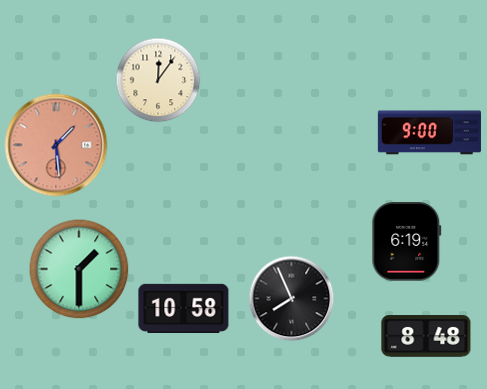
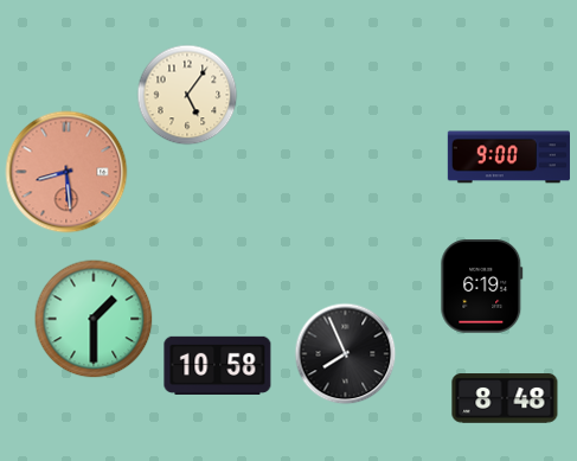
clock at (158, 80): 12:06 -> 5:06
clock at (56, 145): 1:29 -> 8:29
